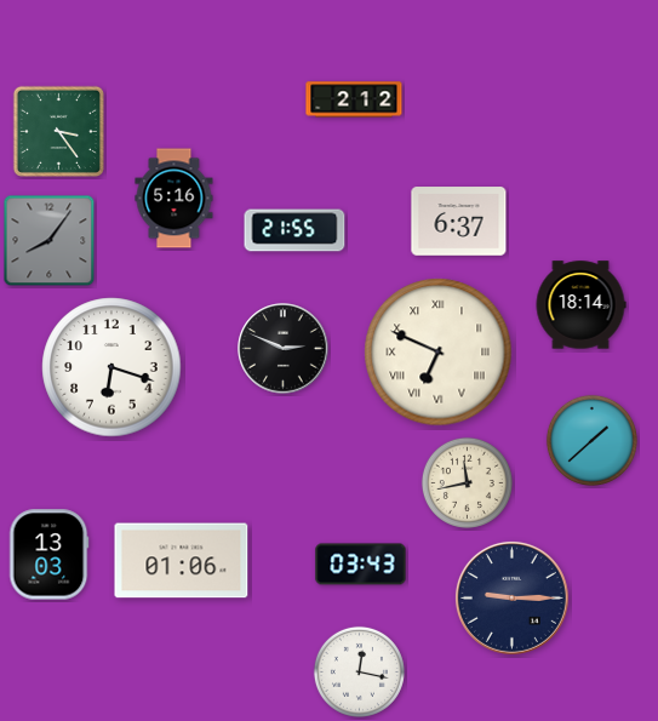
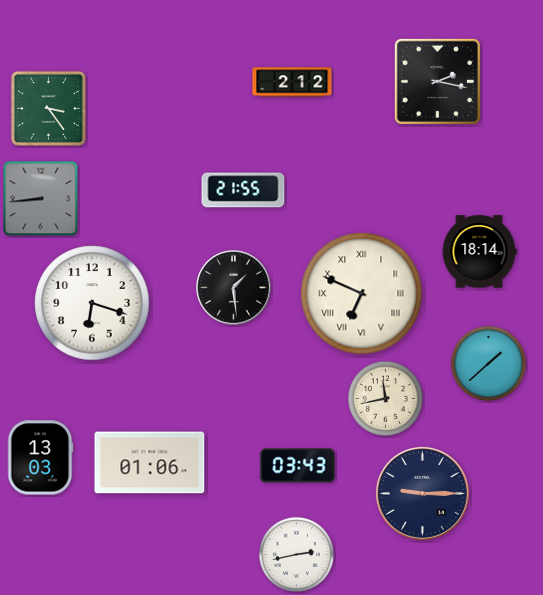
clock at (437, 81): none -> 2:17
clock at (174, 199): 5:16 -> none
clock at (459, 222): 6:37 -> none
clock at (50, 241): 8:06 -> 8:44
clock at (284, 349): 2:49 -> 1:29
clock at (439, 353) position: (439, 353) -> (362, 294)
clock at (359, 671): 12:17 -> 2:43
